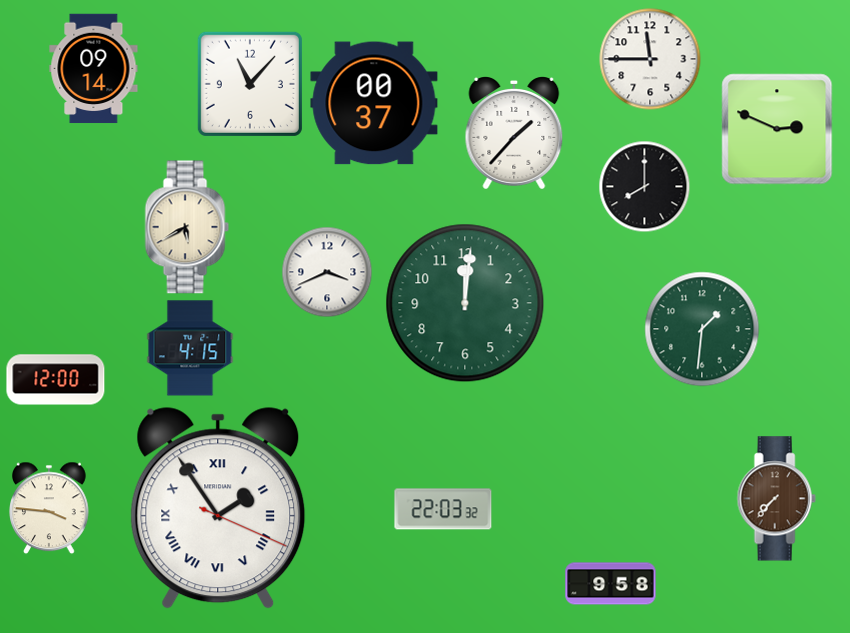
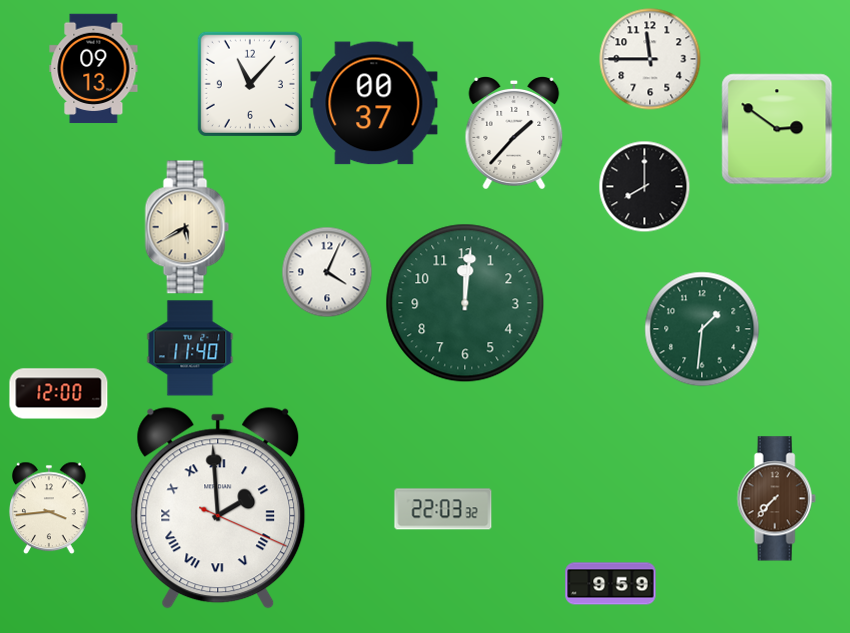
clock at (94, 69): 09:14 -> 09:13
clock at (777, 129): 2:49 -> 2:51
clock at (327, 272): 3:41 -> 4:04
clock at (190, 348): 4:15 -> 11:40
clock at (56, 380) position: (56, 380) -> (59, 394)
clock at (50, 508): 3:46 -> 3:44
clock at (218, 508): 1:54 -> 1:59
clock at (611, 584): 9:58 -> 9:59
